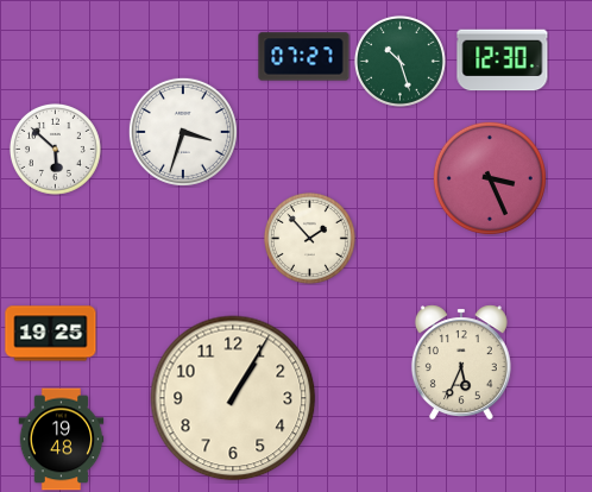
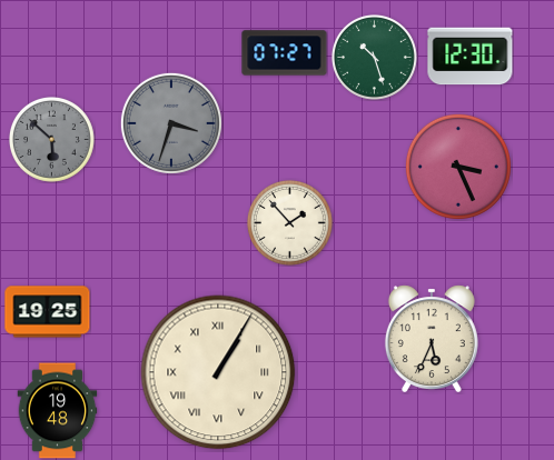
clock at (183, 132) dial: white -> grey
clock at (55, 149) dial: white -> grey
clock at (233, 398) numerals: Arabic -> Roman
